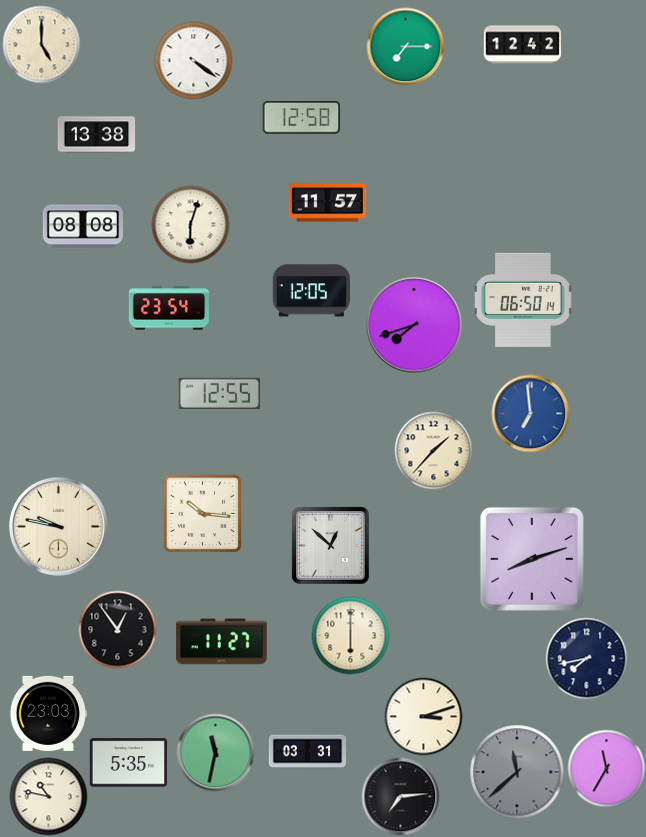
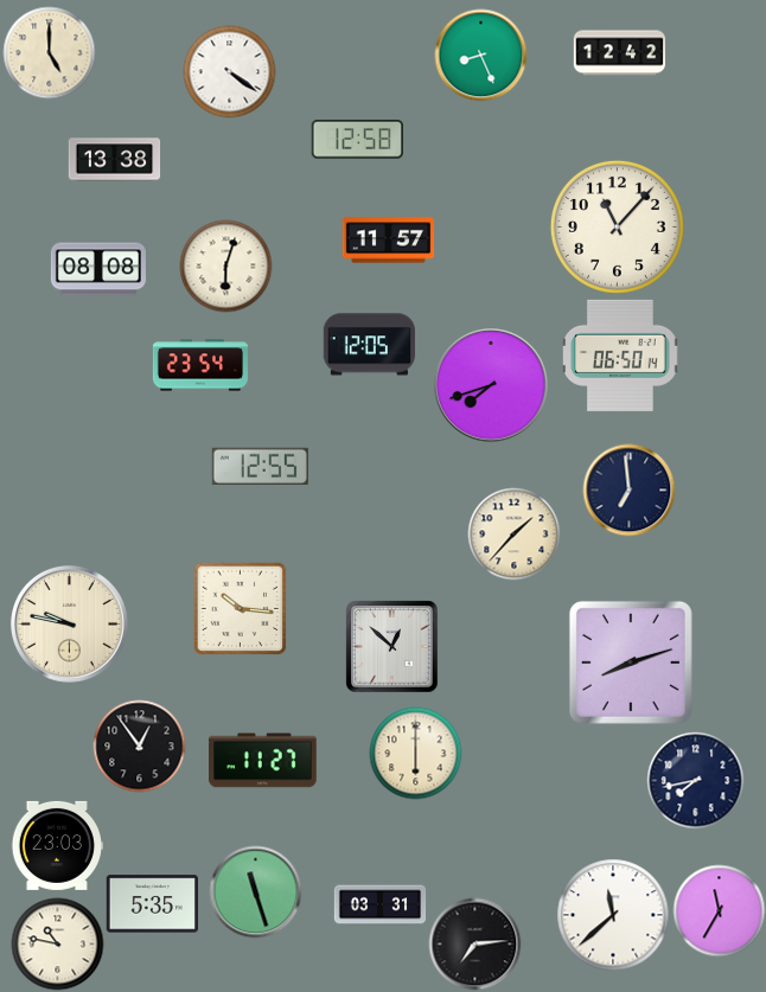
clock at (405, 46): 7:15 -> 8:26
clock at (617, 226): none -> 11:07
clock at (530, 413) dial: blue -> navy
clock at (423, 716): 3:12 -> none
clock at (215, 752): 11:32 -> 11:27
clock at (307, 752) position: (307, 752) -> (379, 905)
clock at (517, 772) dial: grey -> white
